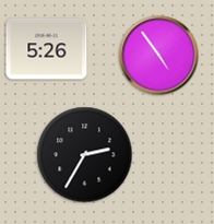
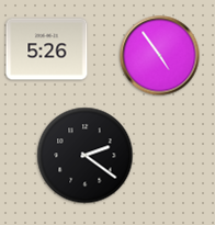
clock at (85, 155): 2:35 -> 2:21
